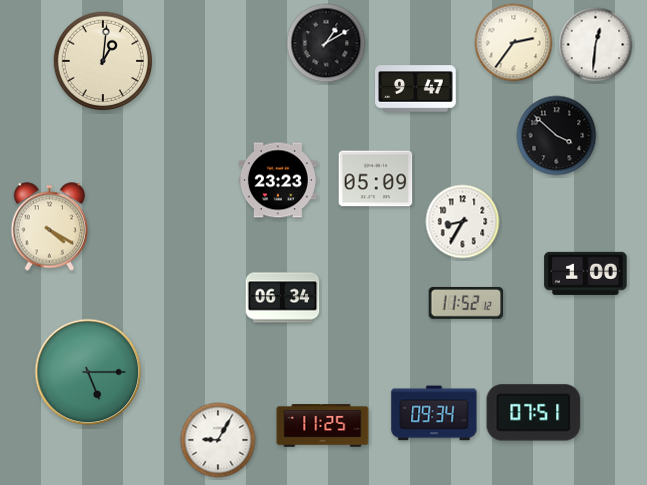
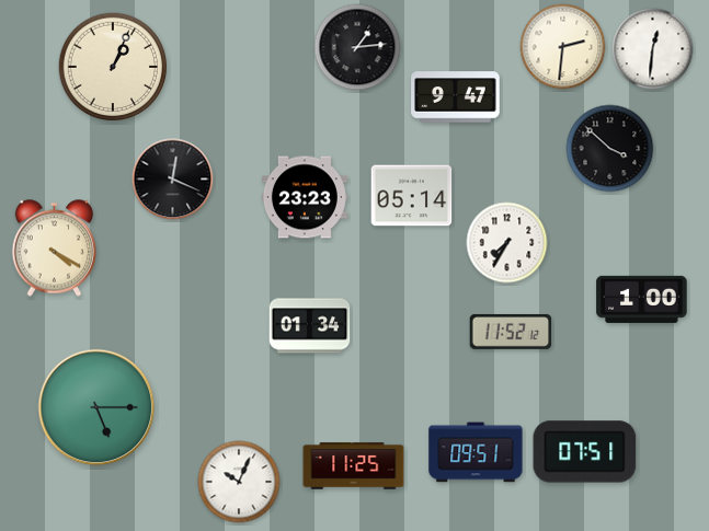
clock at (326, 43): 1:10 -> 1:14
clock at (514, 43): 2:36 -> 2:31
clock at (103, 61): 1:01 -> 1:04
clock at (173, 180): none -> 12:19
clock at (376, 179): 05:09 -> 05:14
clock at (463, 222): 8:35 -> 7:35
clock at (283, 298): 06:34 -> 01:34
clock at (434, 413): 09:34 -> 09:51
clock at (218, 440): 9:05 -> 10:04
